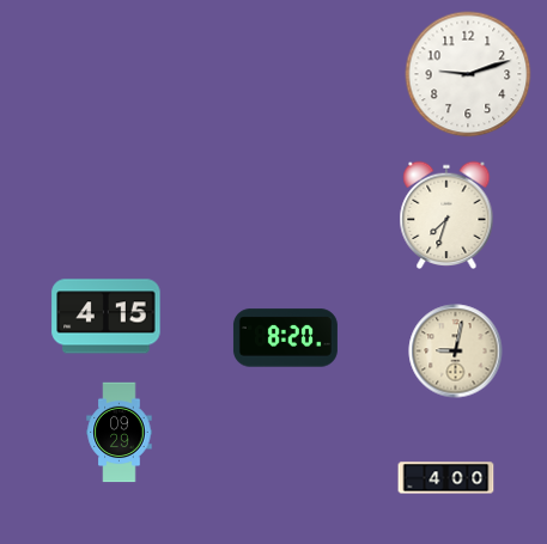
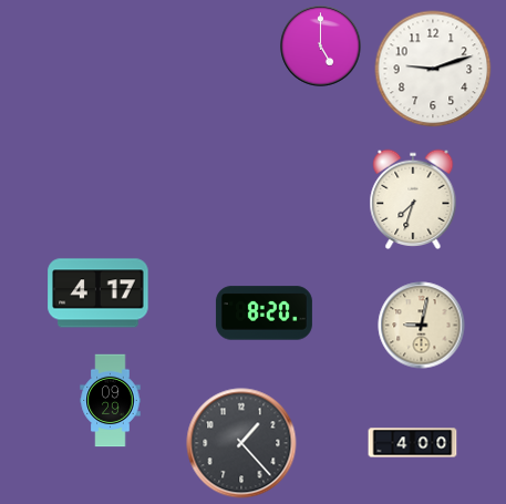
clock at (321, 47): none -> 5:00
clock at (107, 317): 4:15 -> 4:17
clock at (241, 443): none -> 1:23
